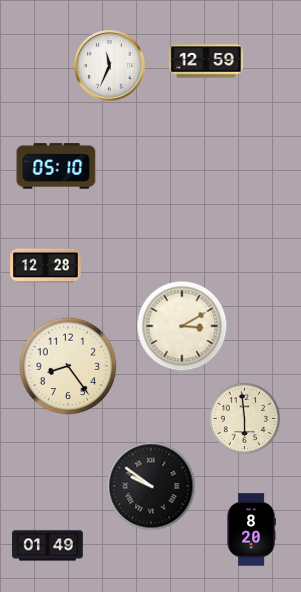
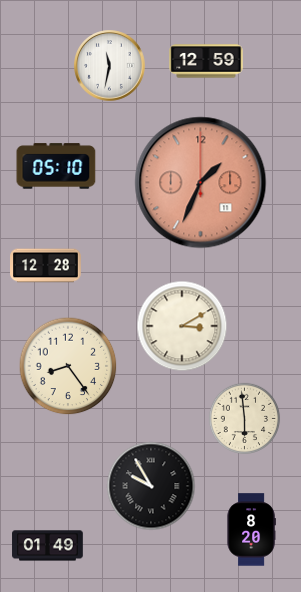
clock at (110, 66): 11:34 -> 11:32
clock at (201, 183): none -> 1:34
clock at (151, 486): 9:51 -> 9:55
